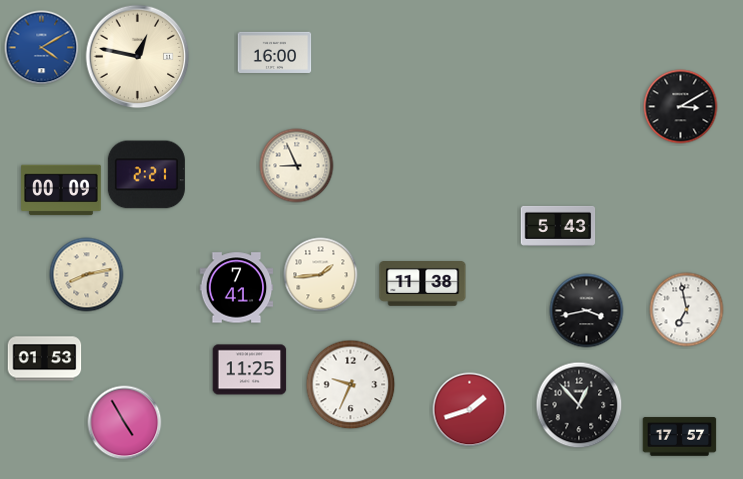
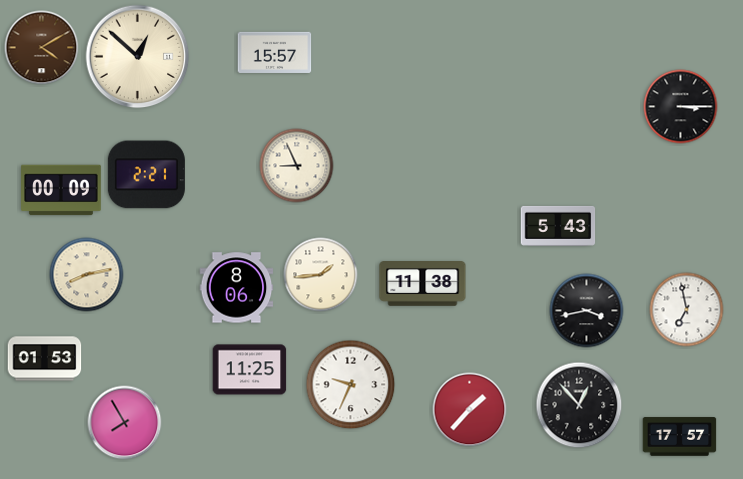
clock at (42, 48) dial: blue -> brown
clock at (275, 52): 16:00 -> 15:57
clock at (138, 57): 12:47 -> 12:52
clock at (681, 107): 3:10 -> 3:15
clock at (237, 288): 7:41 -> 8:06
clock at (470, 410): 1:42 -> 1:37
clock at (125, 423): 4:55 -> 7:55
